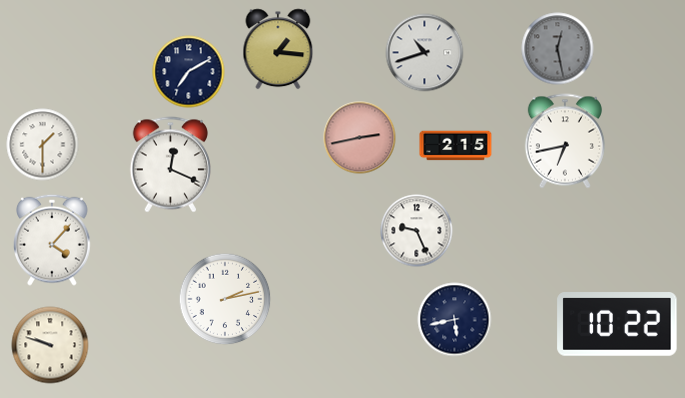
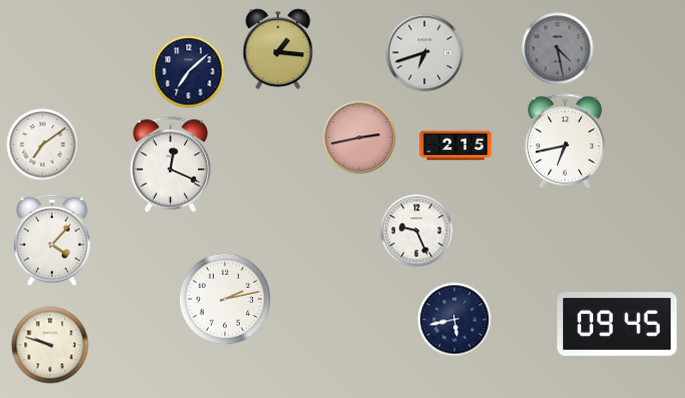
clock at (558, 49): 12:28 -> 4:28
clock at (425, 53): 10:42 -> 6:42
clock at (189, 72): 7:10 -> 7:08
clock at (43, 145): 1:30 -> 7:09
clock at (617, 324): 10:22 -> 09:45
